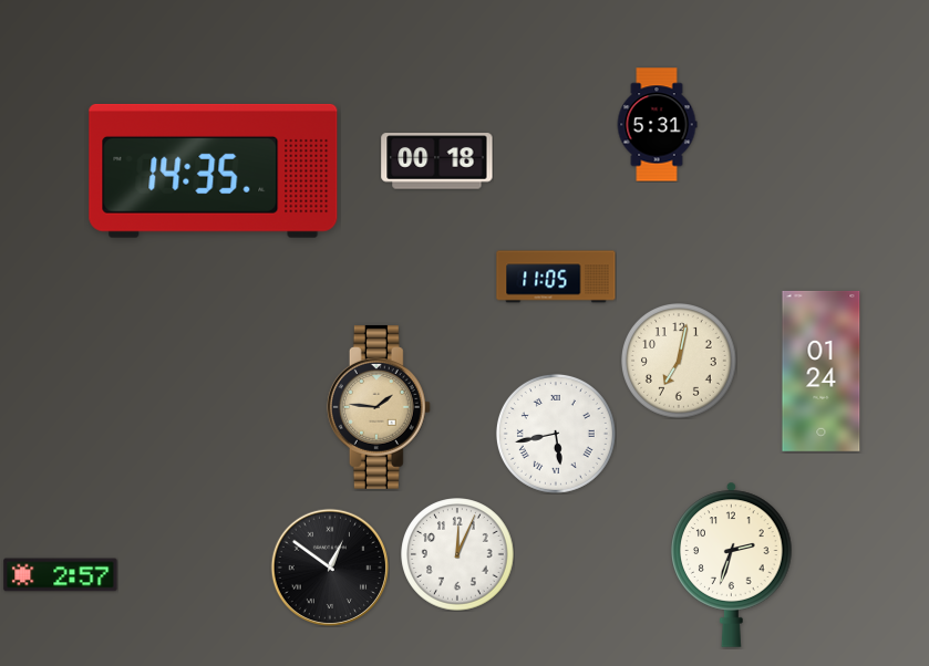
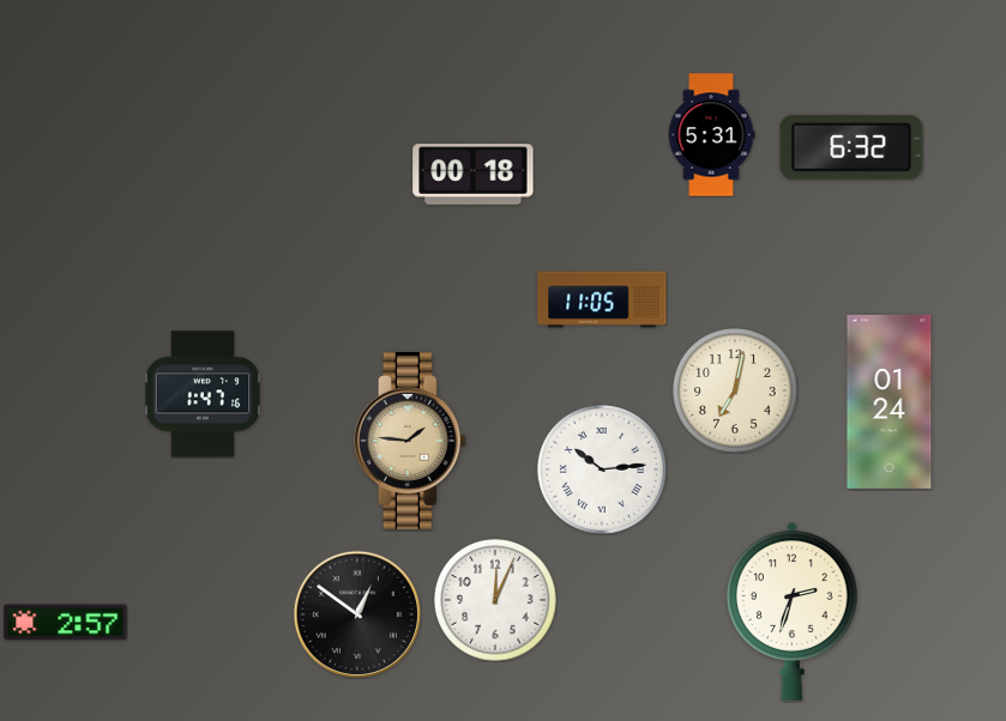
clock at (851, 147): none -> 6:32
clock at (214, 170): 14:35 -> none
clock at (203, 394): none -> 1:47
clock at (556, 434): 5:43 -> 10:14
